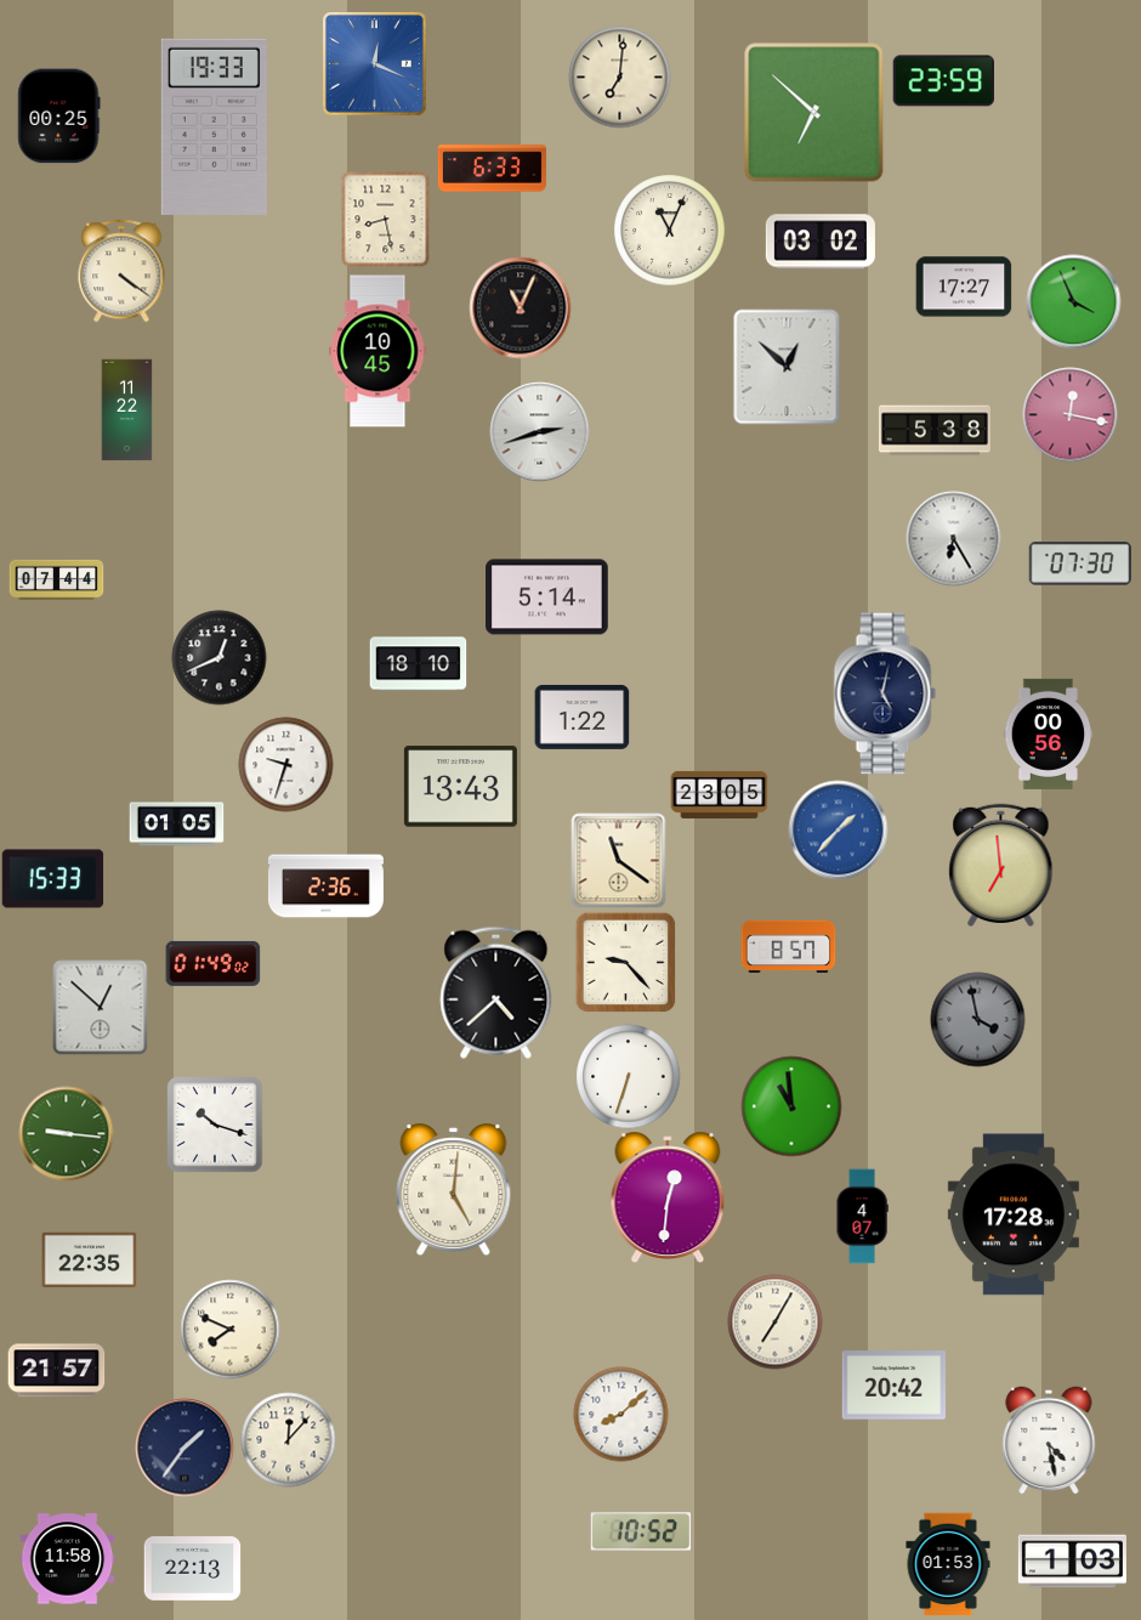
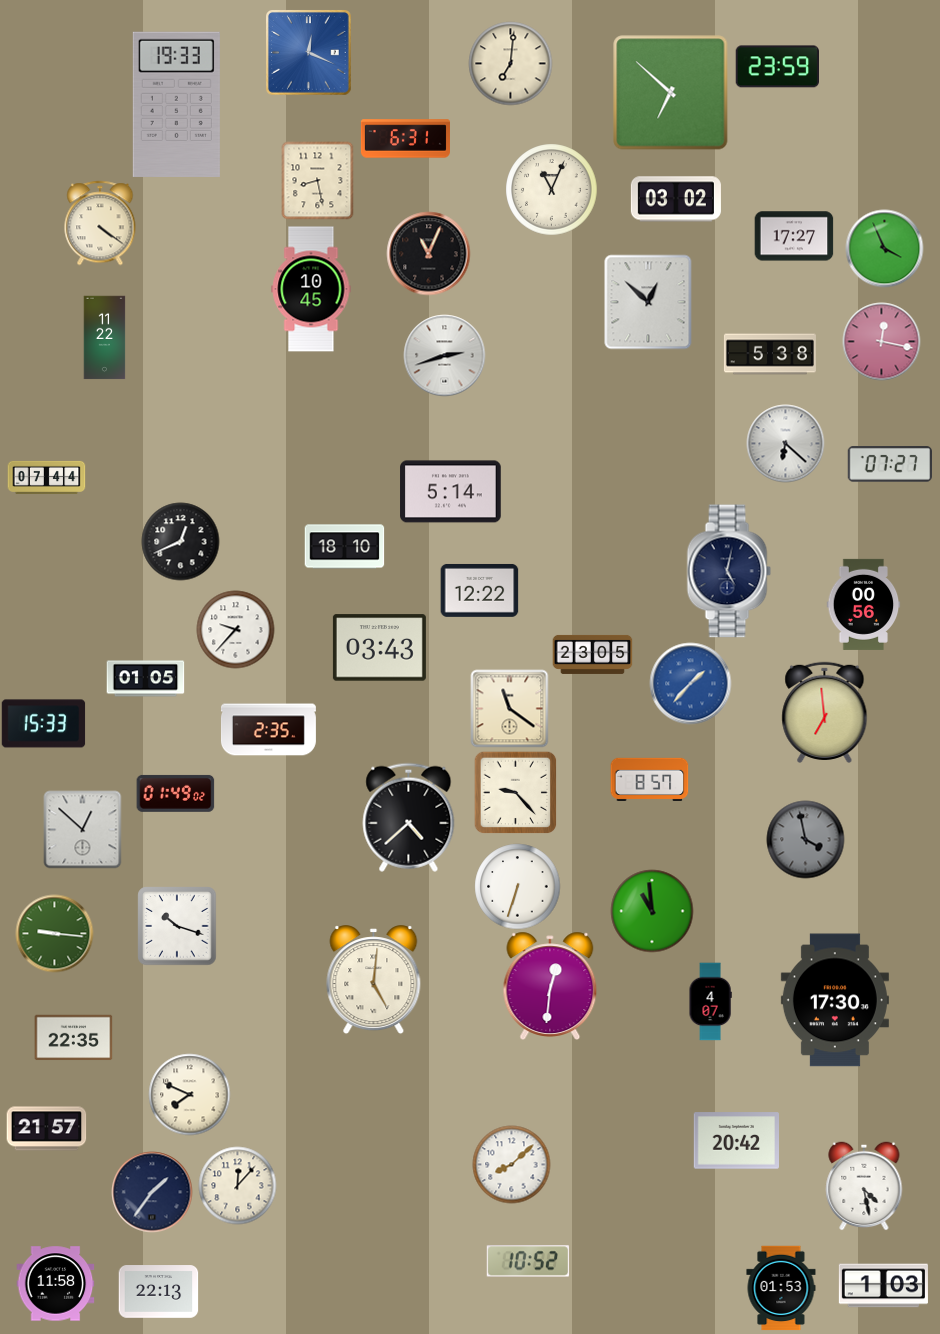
clock at (59, 115): 00:25 -> none
clock at (492, 169): 6:33 -> 6:31
clock at (953, 538): 6:25 -> 6:22
clock at (1079, 565): 07:30 -> 07:27
clock at (581, 716): 1:22 -> 12:22
clock at (285, 764): 9:33 -> 9:37
clock at (460, 787): 13:43 -> 03:43
clock at (325, 887): 2:36 -> 2:35
clock at (1014, 1214): 17:28 -> 17:30
clock at (774, 1321): 7:05 -> none
